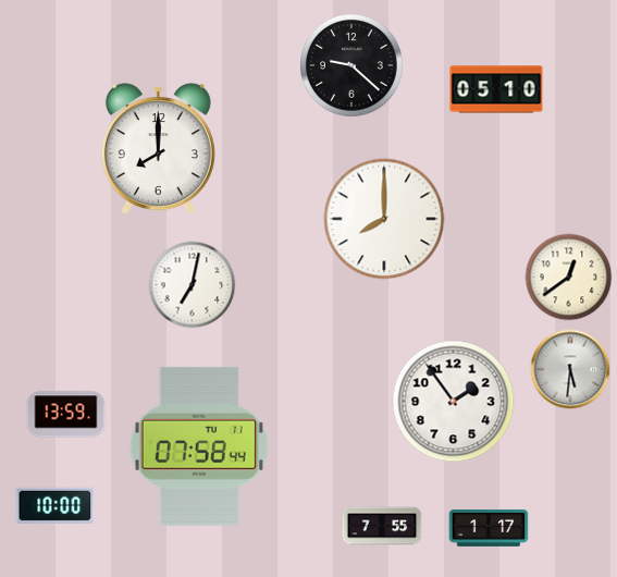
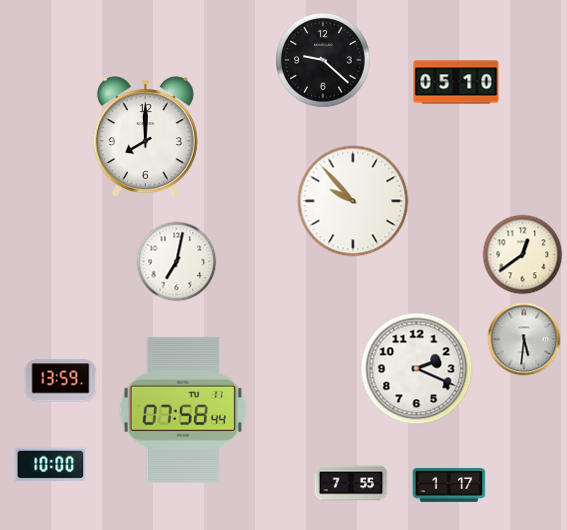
clock at (384, 219): 8:00 -> 9:53
clock at (454, 402): 1:54 -> 2:19
